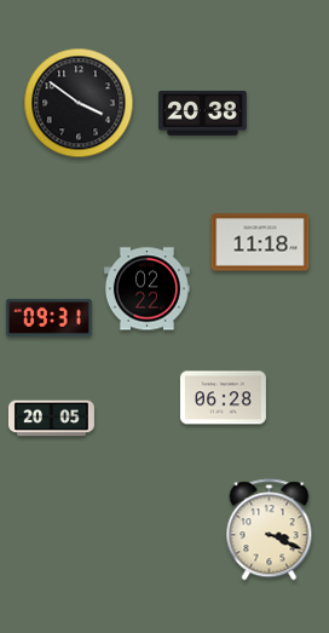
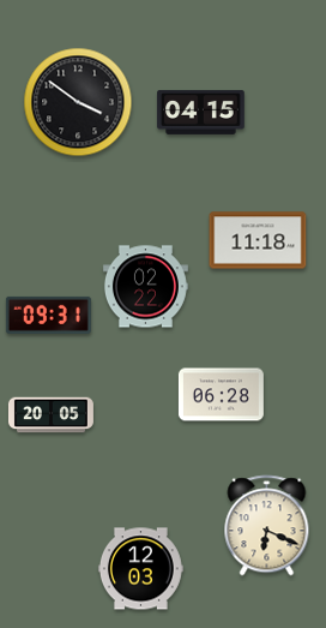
clock at (203, 113): 20:38 -> 04:15
clock at (270, 530): 3:19 -> 6:19
clock at (140, 569): none -> 12:03
